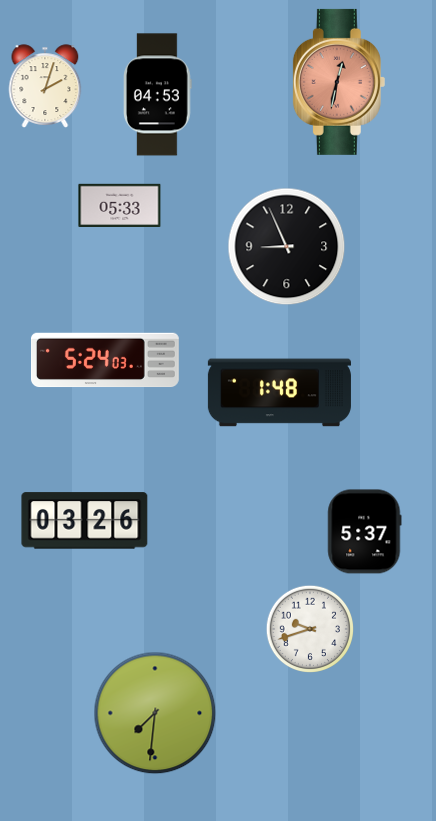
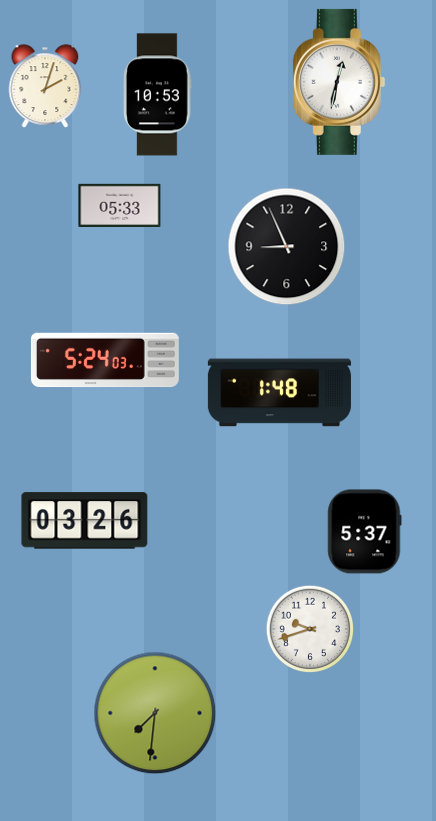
clock at (339, 82) dial: salmon -> white
clock at (158, 95): 04:53 -> 10:53
